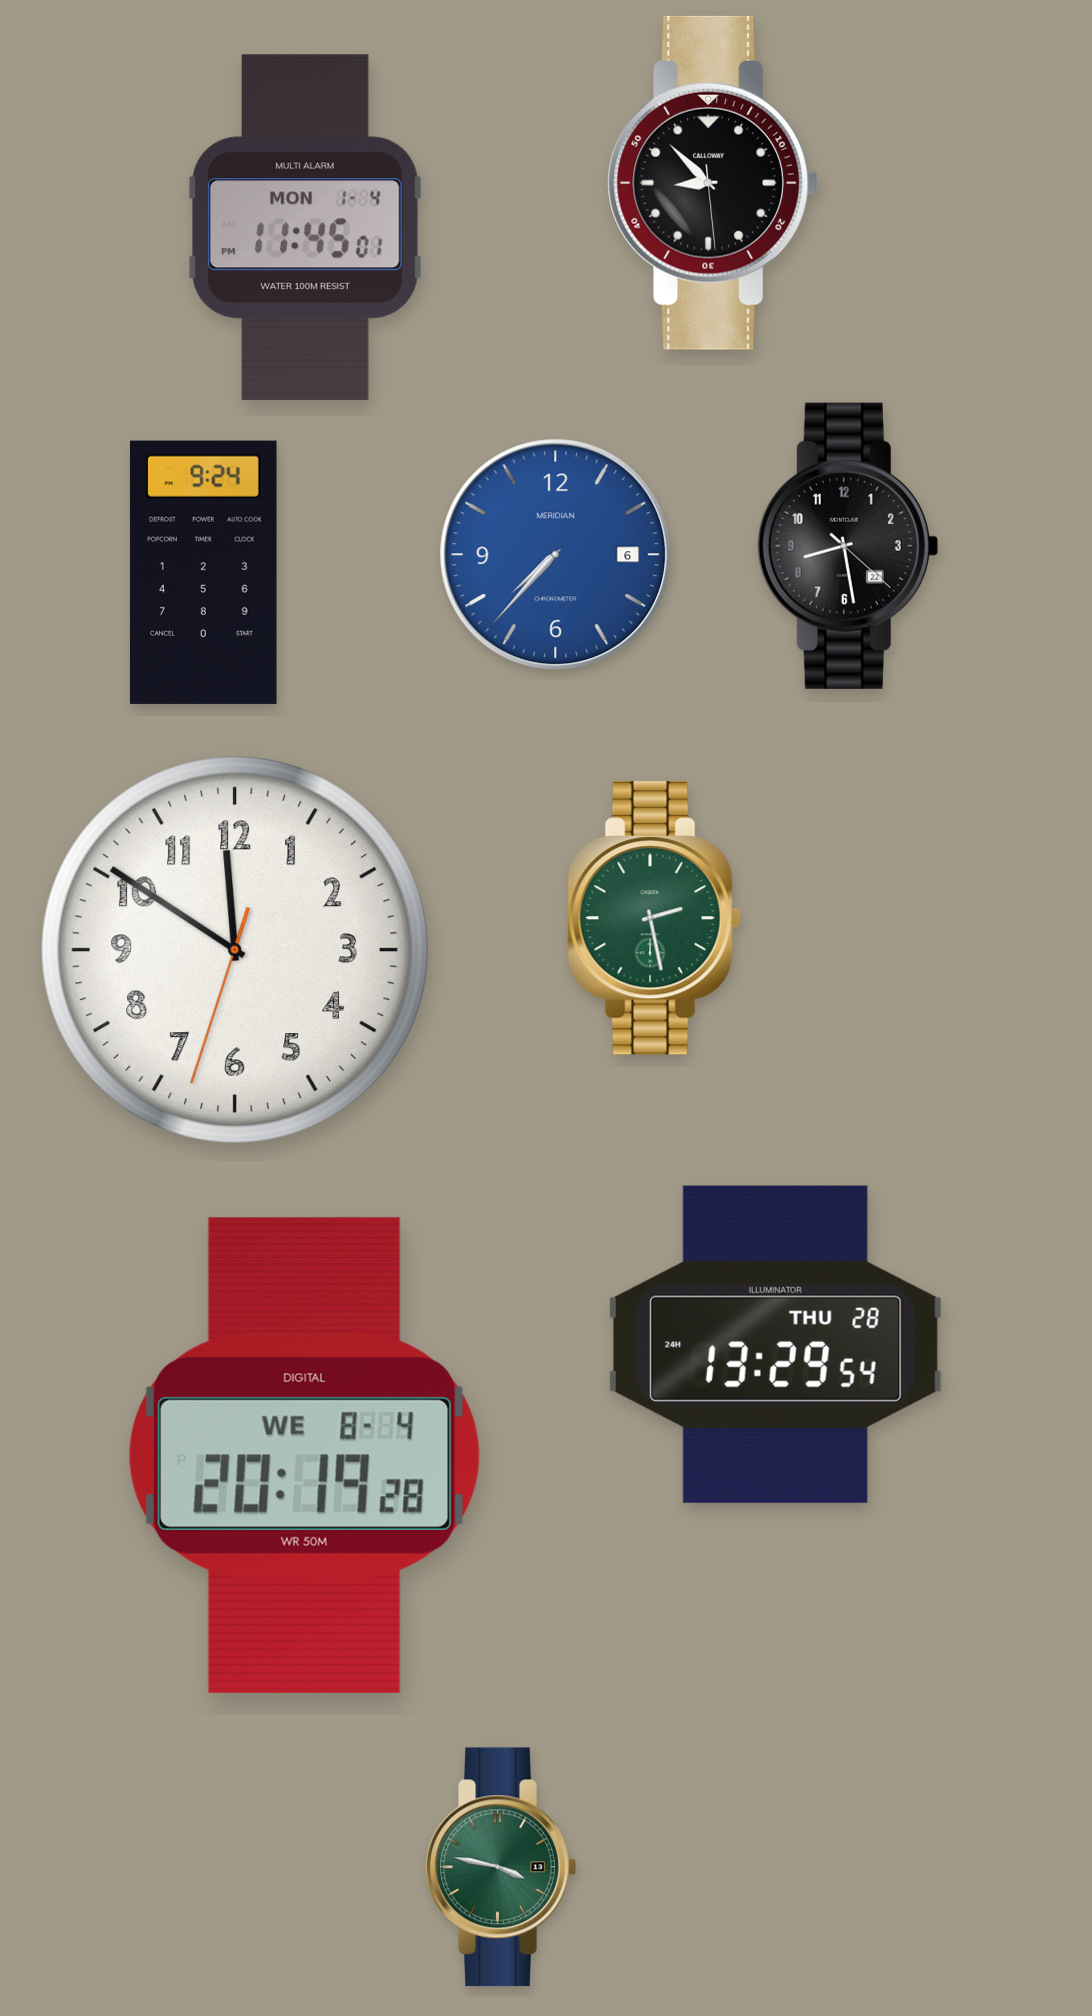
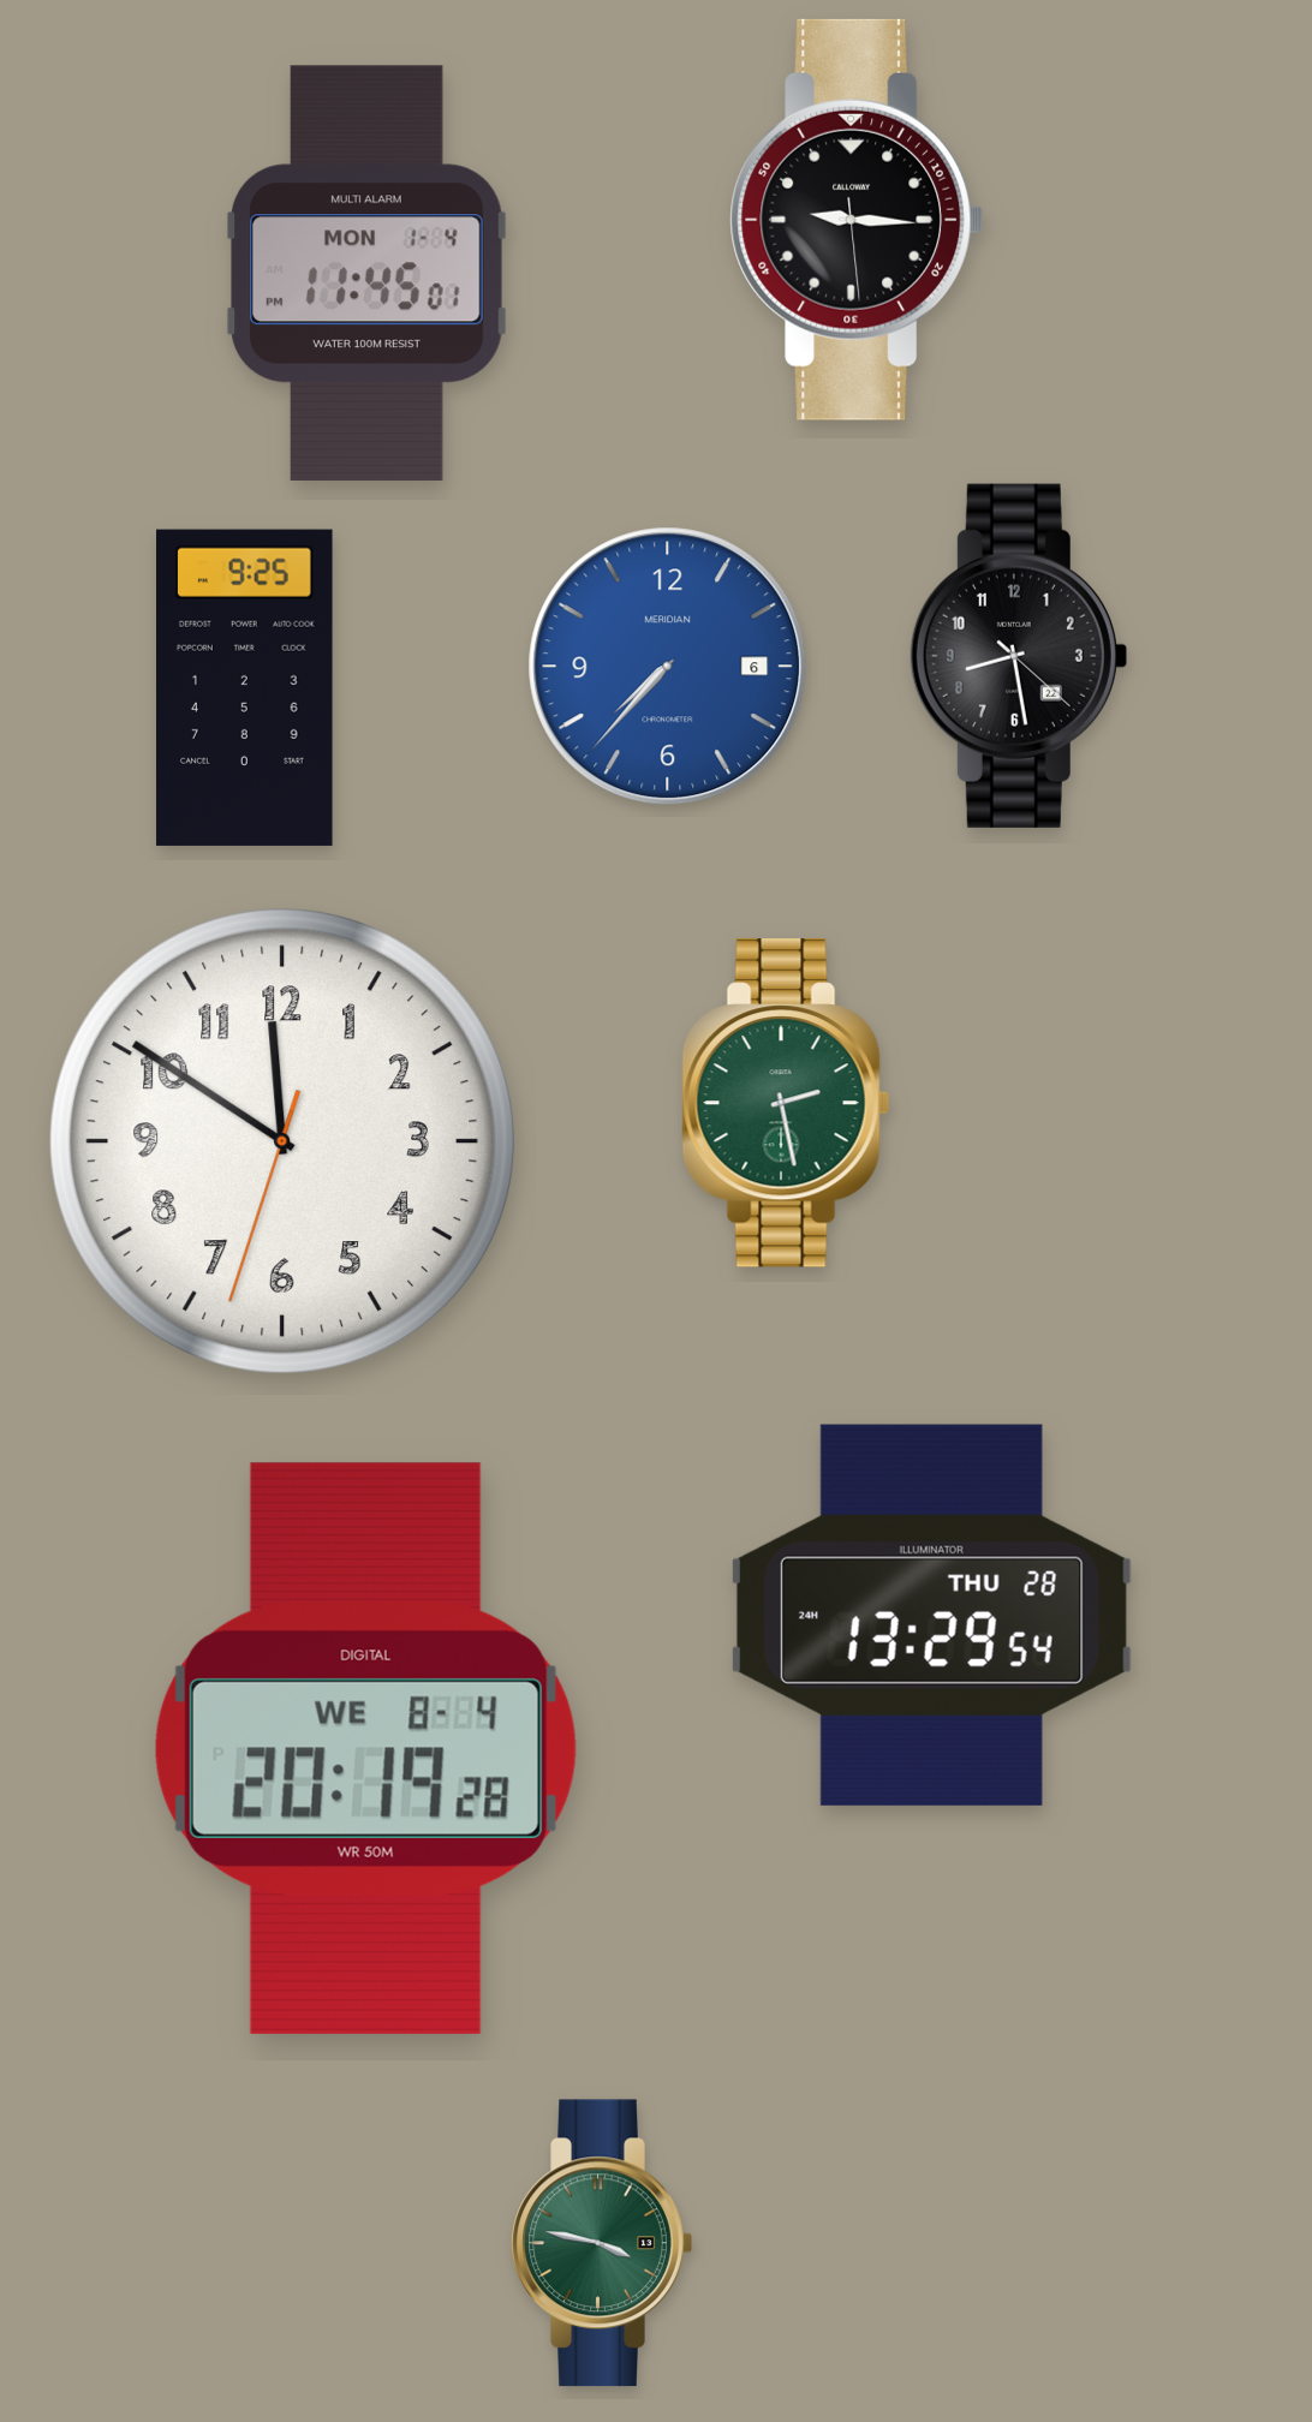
clock at (713, 183): 8:52 -> 9:15
clock at (204, 572): 9:24 -> 9:25
